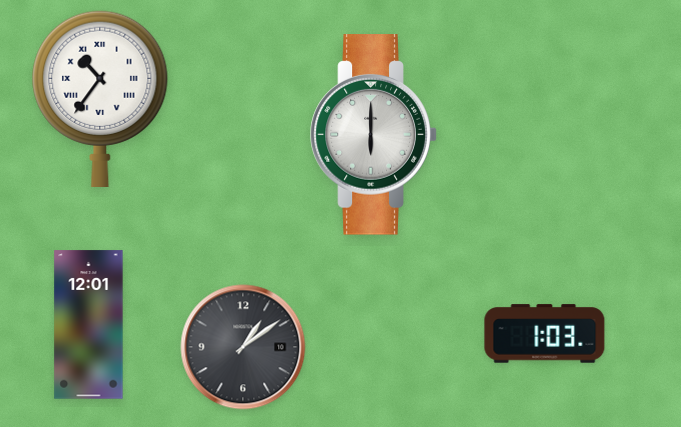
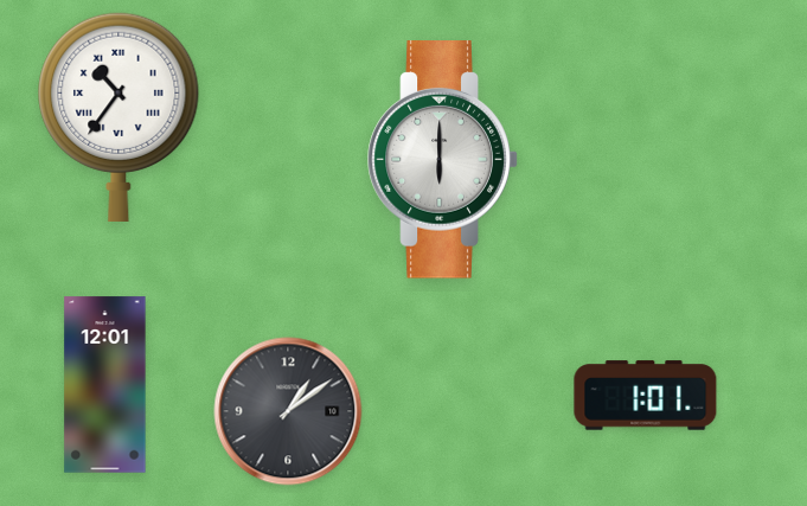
clock at (545, 334): 1:03 -> 1:01
